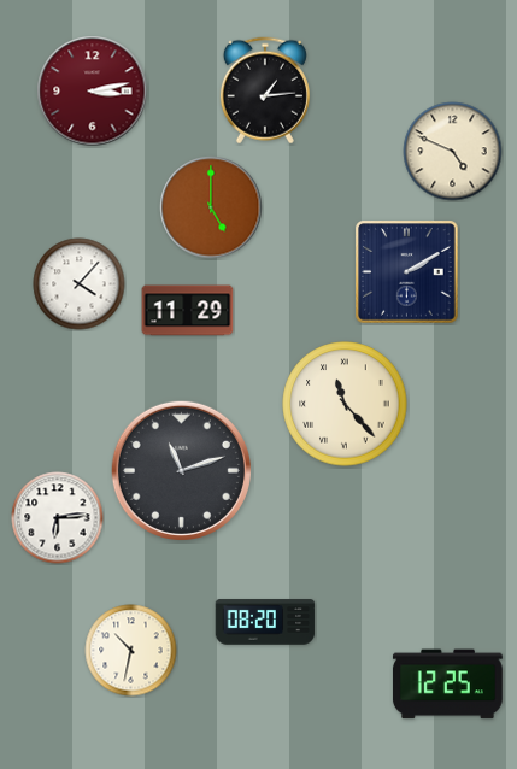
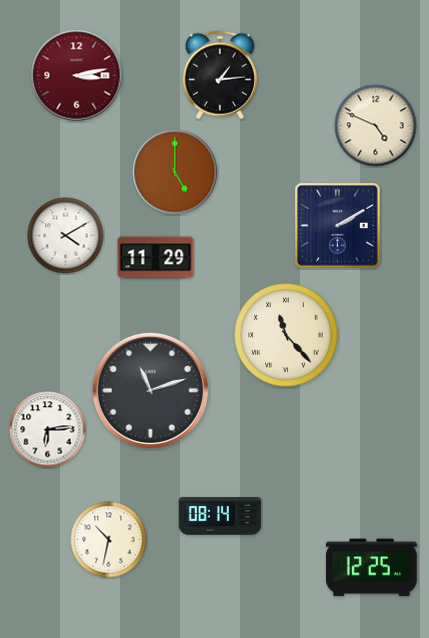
clock at (80, 284): 4:07 -> 4:10
clock at (265, 622): 08:20 -> 08:14
